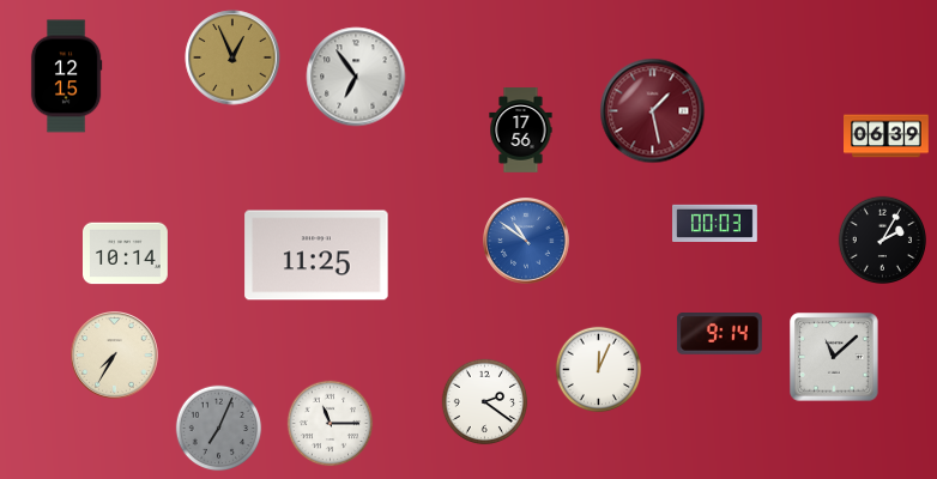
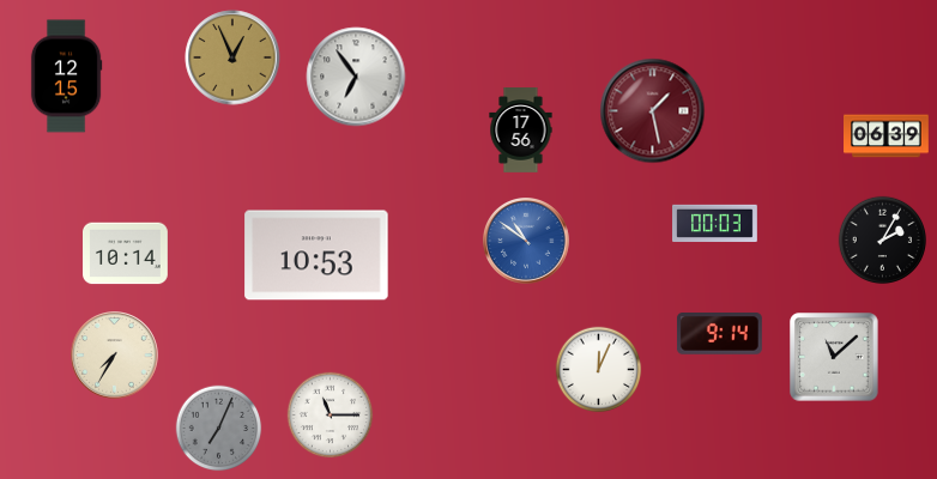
clock at (316, 255): 11:25 -> 10:53
clock at (485, 402): 2:21 -> none
clock at (331, 424) position: (331, 424) -> (331, 416)
